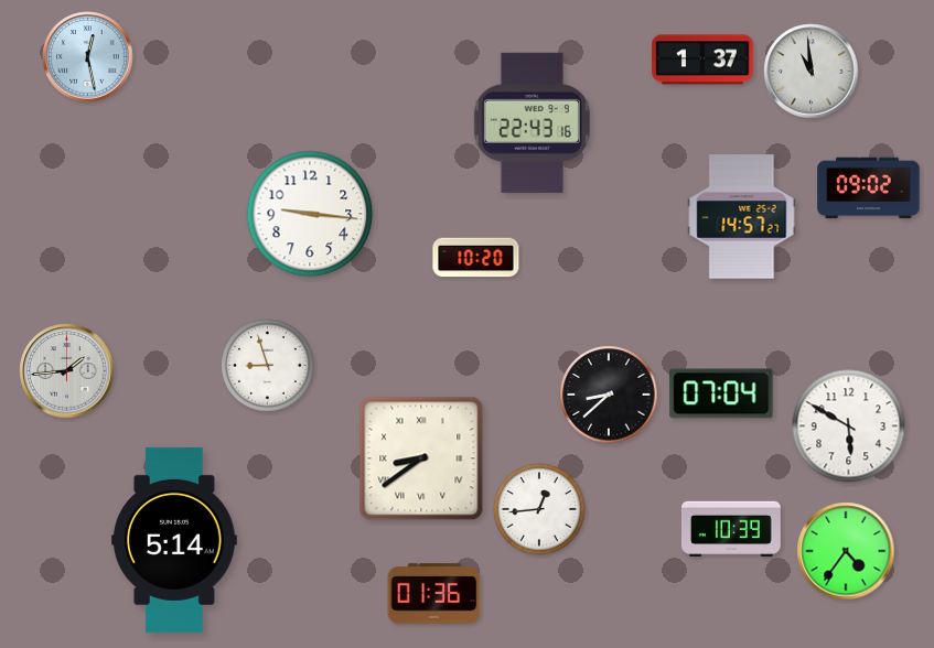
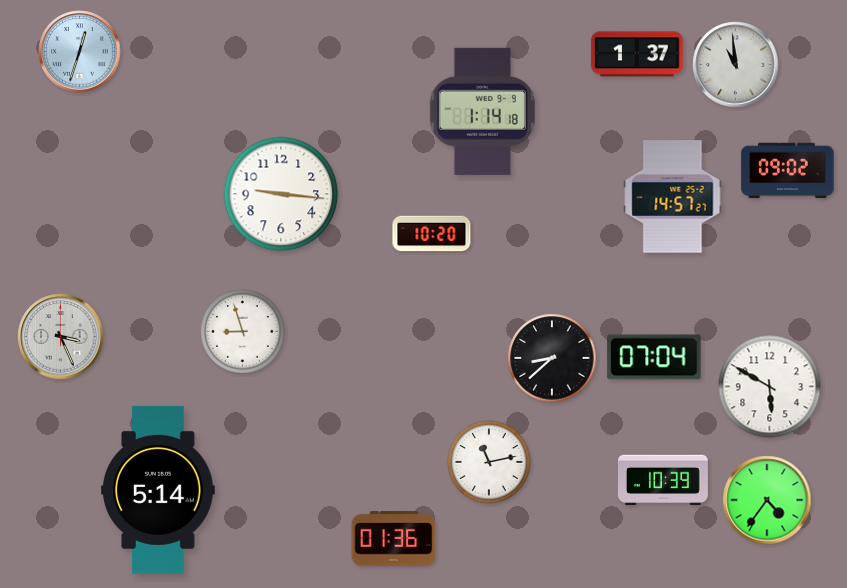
clock at (88, 57): 12:28 -> 12:33
clock at (532, 122): 22:43 -> 1:14
clock at (67, 371): 1:44 -> 3:26
clock at (421, 458): 8:39 -> none
clock at (539, 509): 12:44 -> 11:13
